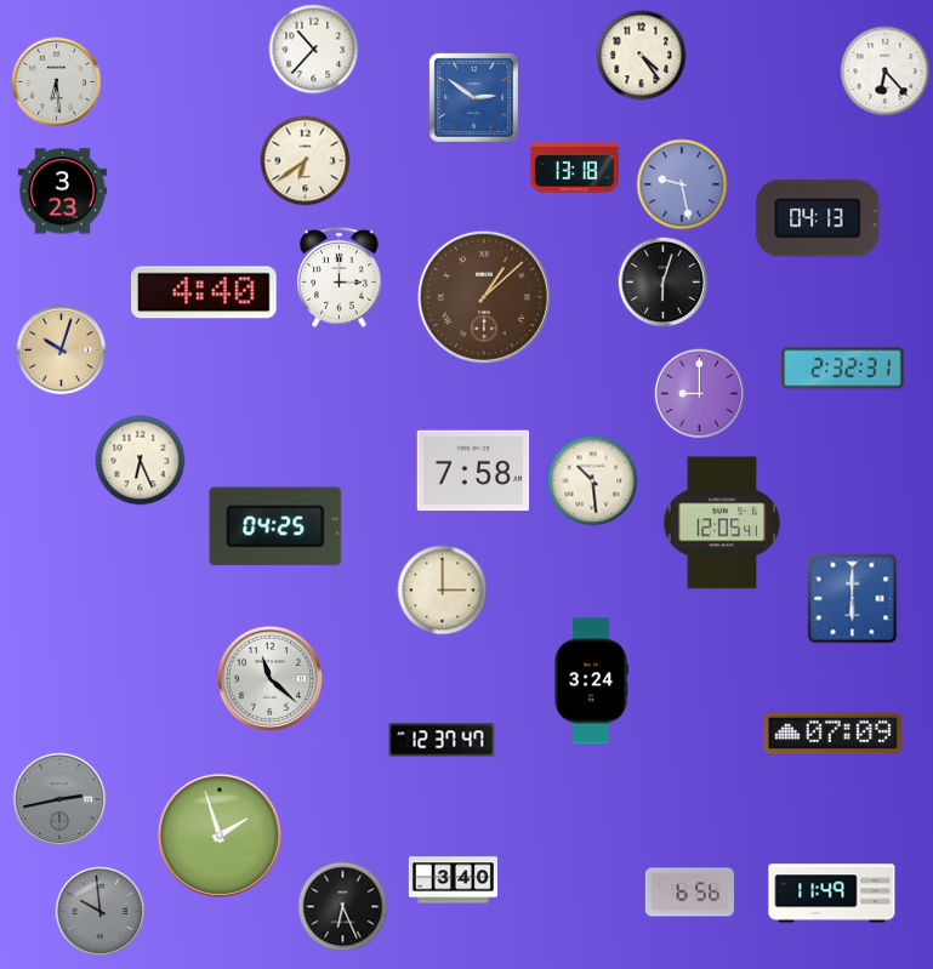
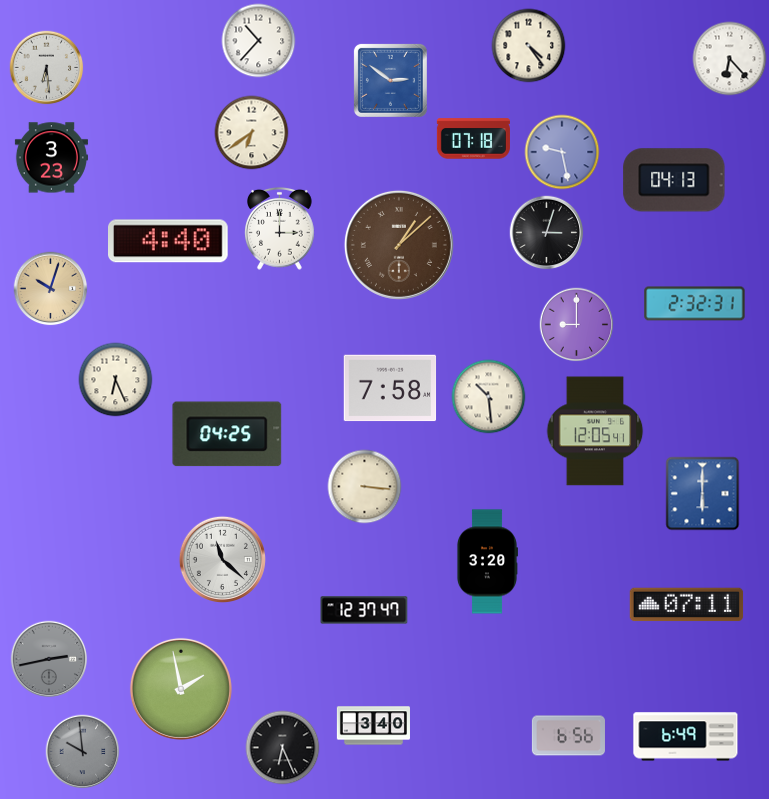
clock at (574, 169): 13:18 -> 07:18
clock at (664, 283): 6:03 -> 3:03
clock at (443, 591): 3:00 -> 3:16
clock at (591, 682): 3:24 -> 3:20
clock at (834, 734): 07:09 -> 07:11
clock at (220, 836): 1:57 -> 1:58
clock at (832, 894): 11:49 -> 6:49
